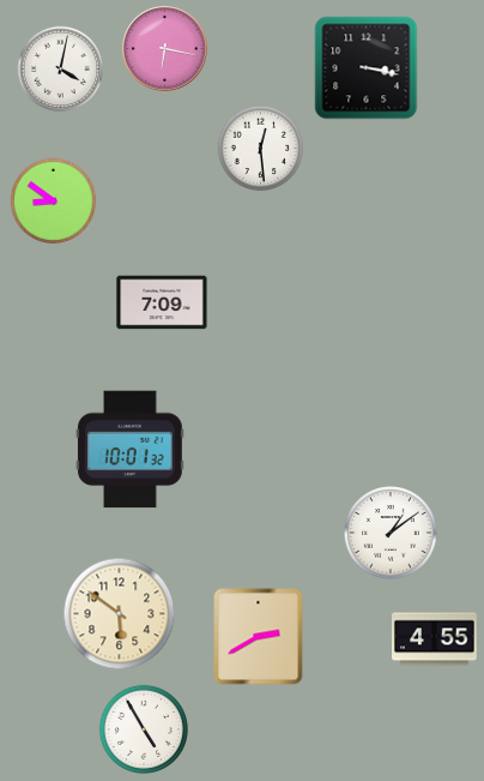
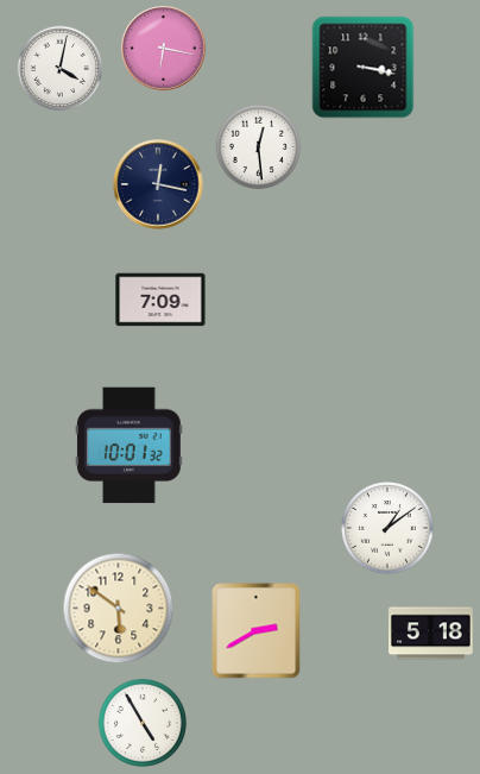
clock at (158, 184): none -> 12:17
clock at (54, 202): 8:51 -> none
clock at (435, 639): 4:55 -> 5:18
